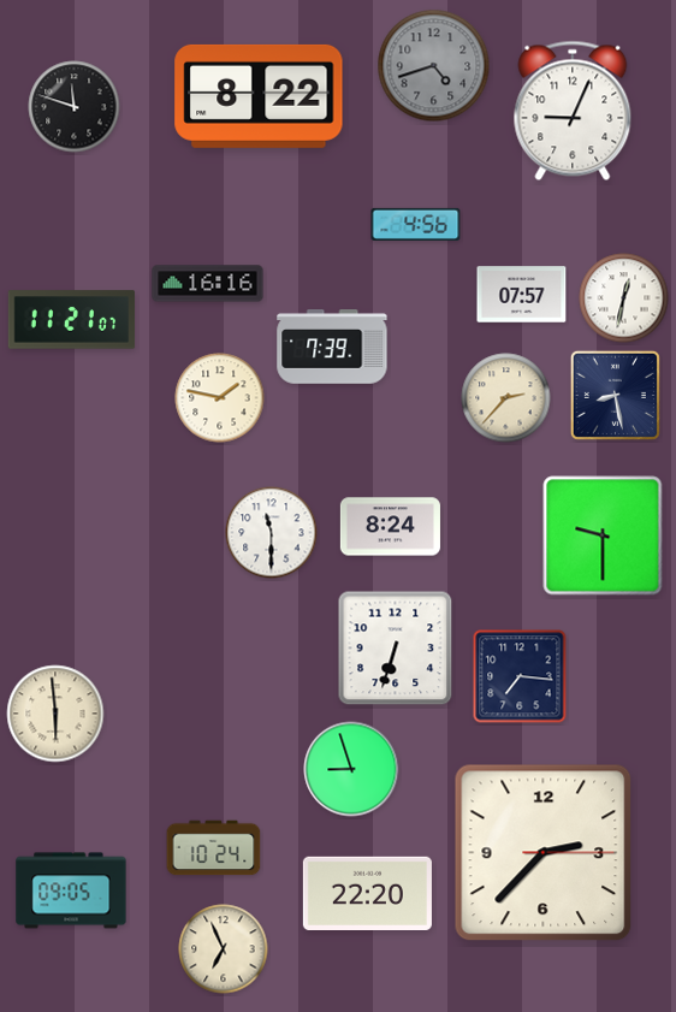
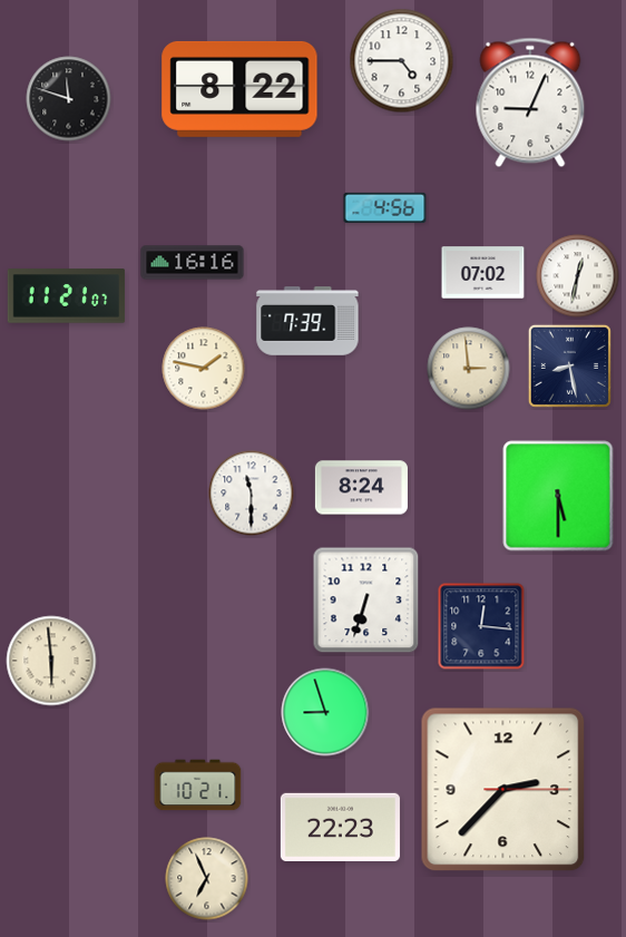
clock at (434, 66): 4:42 -> 4:45
clock at (434, 66) dial: grey -> white
clock at (522, 295): 07:57 -> 07:02
clock at (506, 398): 2:37 -> 2:59
clock at (603, 535): 9:30 -> 5:30
clock at (520, 676): 7:16 -> 12:16
clock at (214, 848): 10:24 -> 10:21
clock at (71, 890): 09:05 -> none
clock at (367, 893): 22:20 -> 22:23
